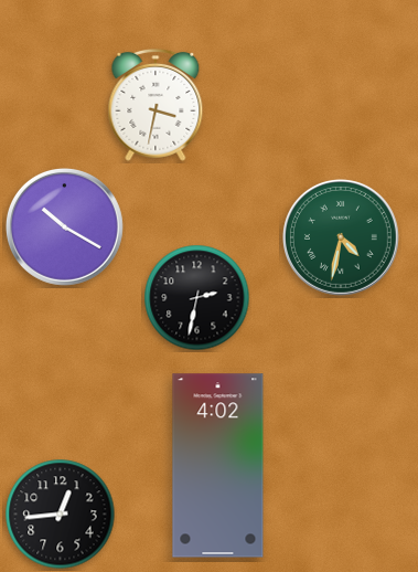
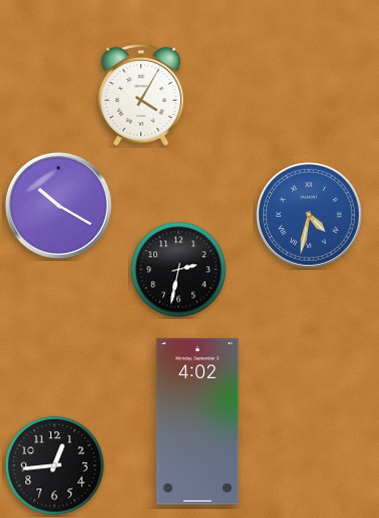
clock at (156, 105): 3:32 -> 4:05
clock at (342, 239) dial: green -> blue
